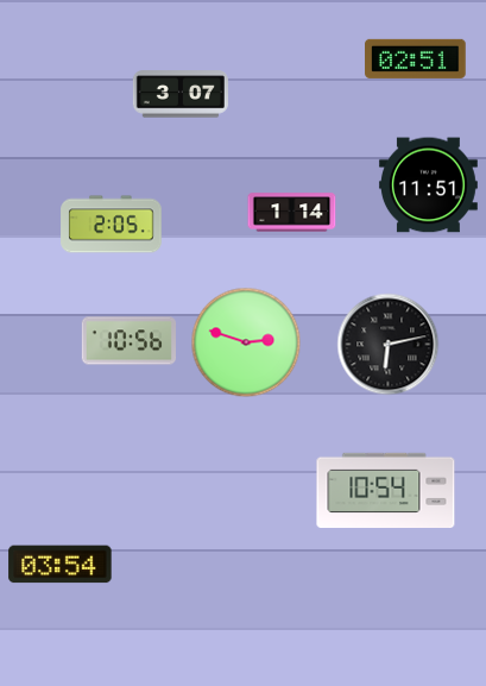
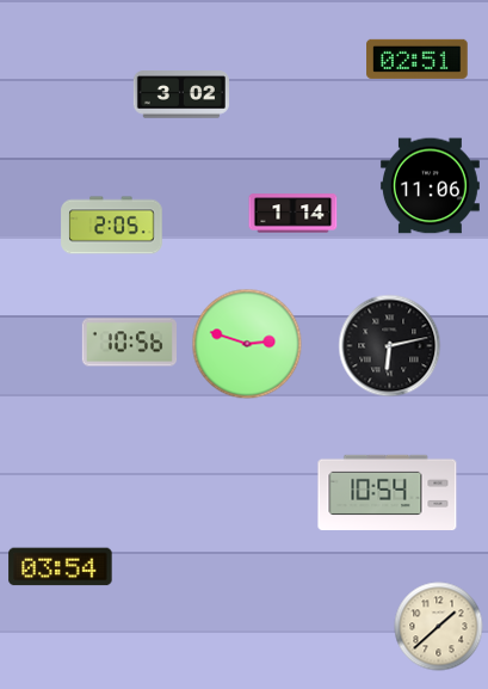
clock at (181, 94): 3:07 -> 3:02
clock at (428, 185): 11:51 -> 11:06
clock at (439, 627): none -> 1:38
